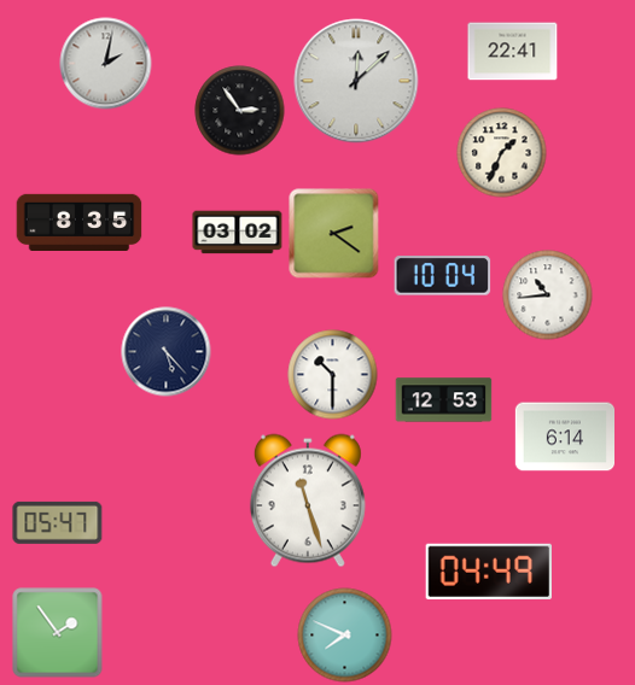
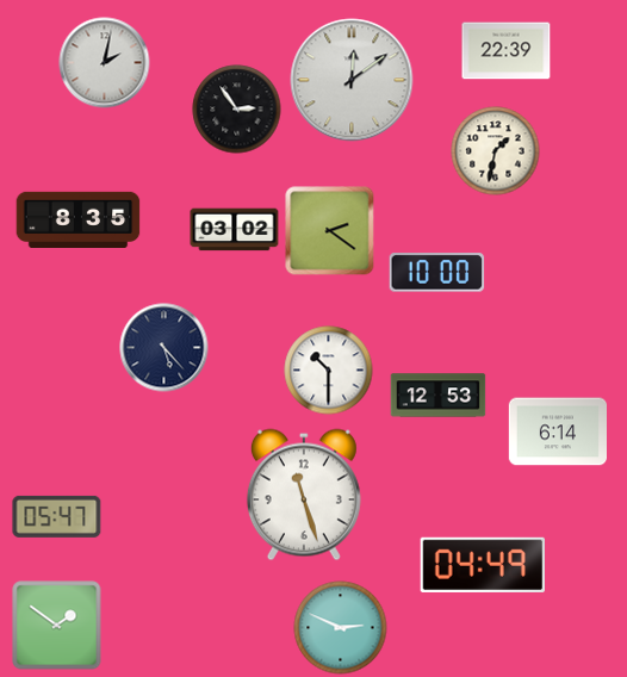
clock at (513, 52): 22:41 -> 22:39
clock at (356, 81): 12:08 -> 12:09
clock at (502, 153): 1:34 -> 1:32
clock at (443, 276): 10:04 -> 10:00
clock at (548, 295): 10:44 -> none
clock at (58, 633): 1:54 -> 1:51
clock at (345, 636): 7:49 -> 2:49
